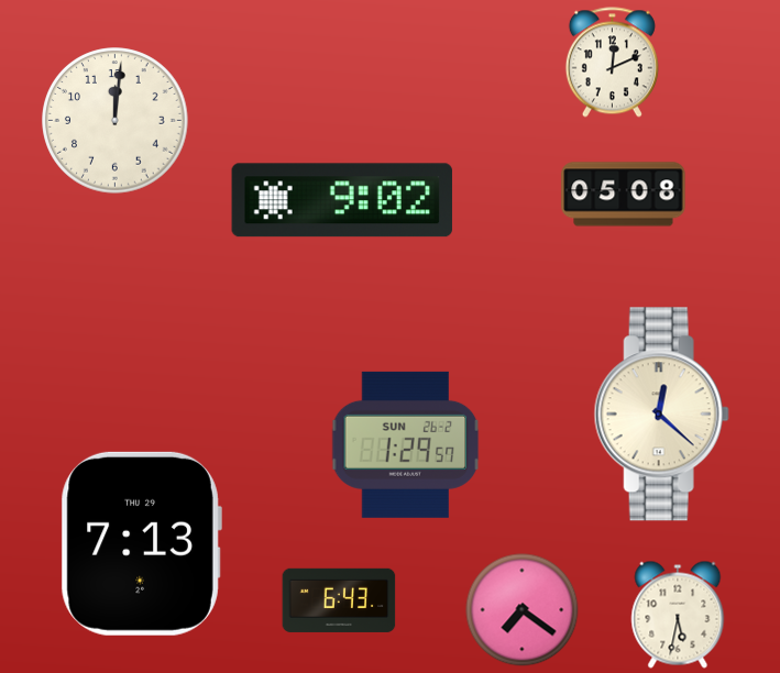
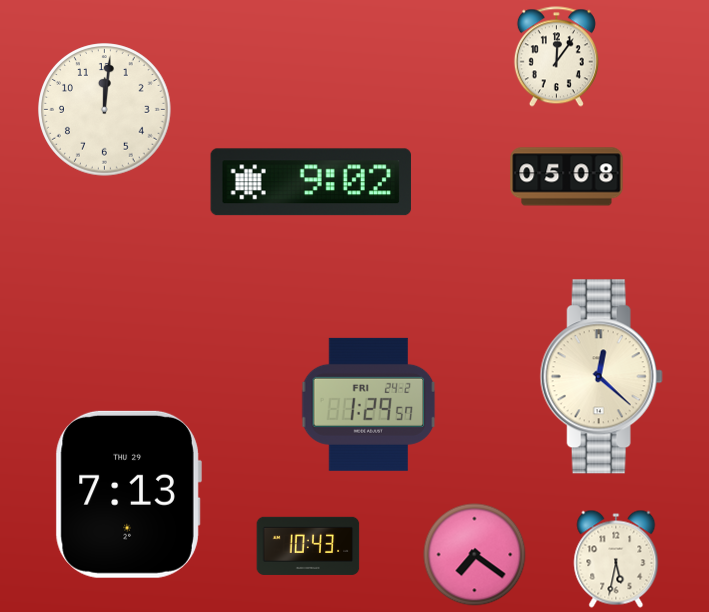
clock at (612, 63): 12:11 -> 12:06
clock at (406, 444) date: SUN 26-2 -> FRI 24-2
clock at (339, 600): 6:43 -> 10:43
